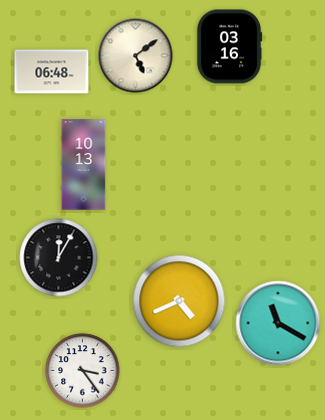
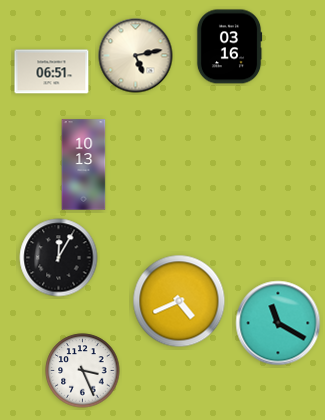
clock at (136, 56): 5:09 -> 5:13
clock at (52, 72): 06:48 -> 06:51
clock at (83, 371): 3:24 -> 3:26
